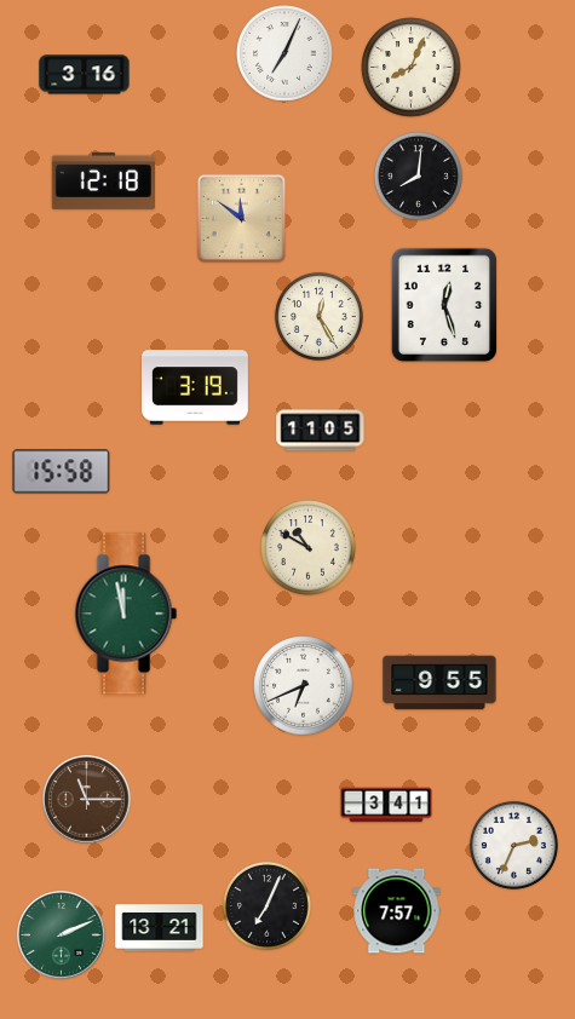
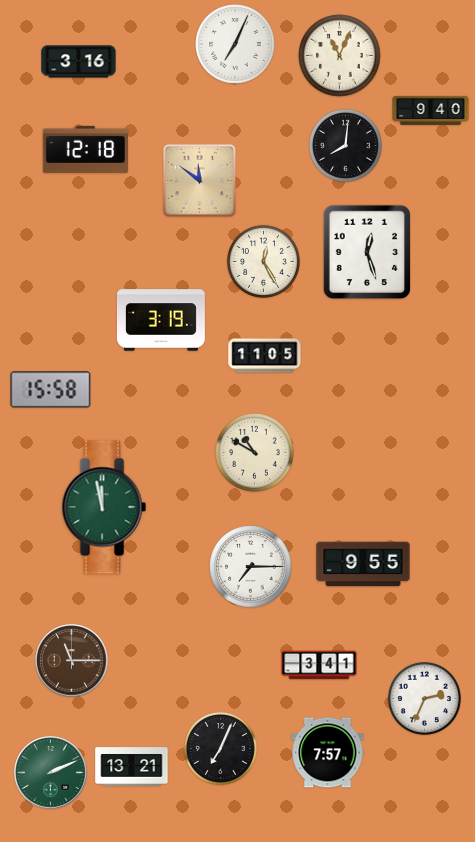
clock at (412, 68): 8:04 -> 11:04
clock at (85, 75) position: (85, 75) -> (79, 62)
clock at (431, 110): none -> 9:40
clock at (304, 686): 6:41 -> 7:15
